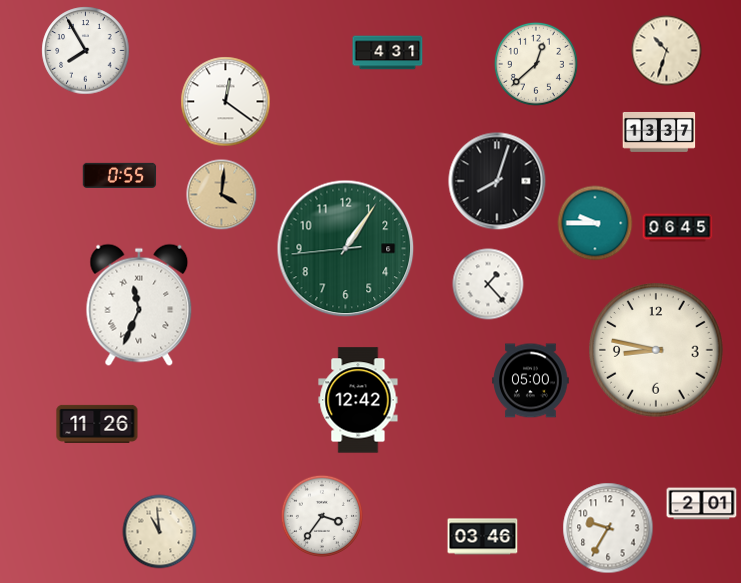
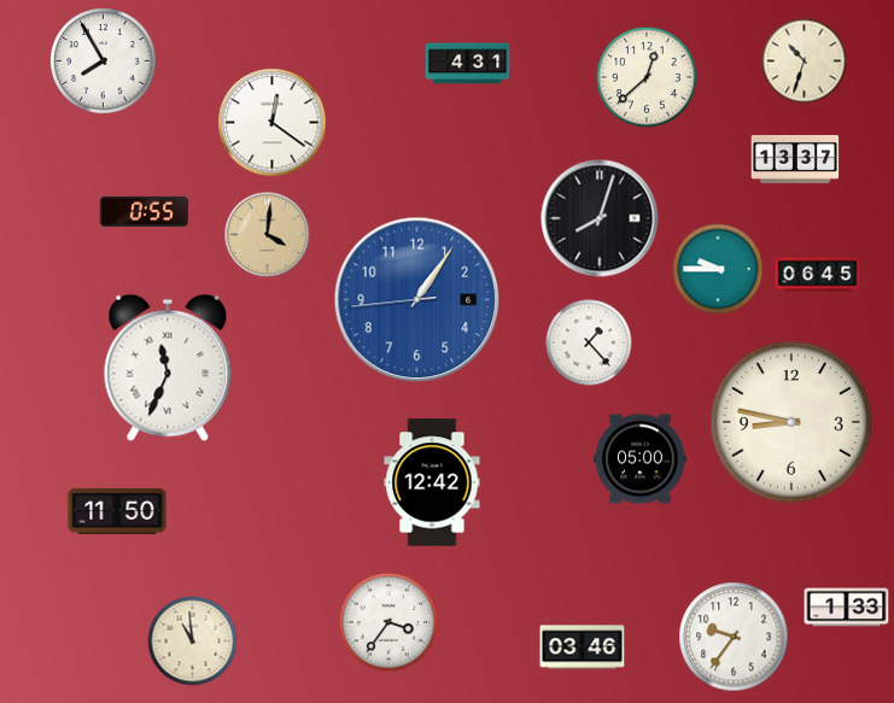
clock at (346, 249) dial: green -> blue
clock at (97, 424): 11:26 -> 11:50
clock at (702, 504): 2:01 -> 1:33
clock at (608, 528): 9:35 -> 9:36
